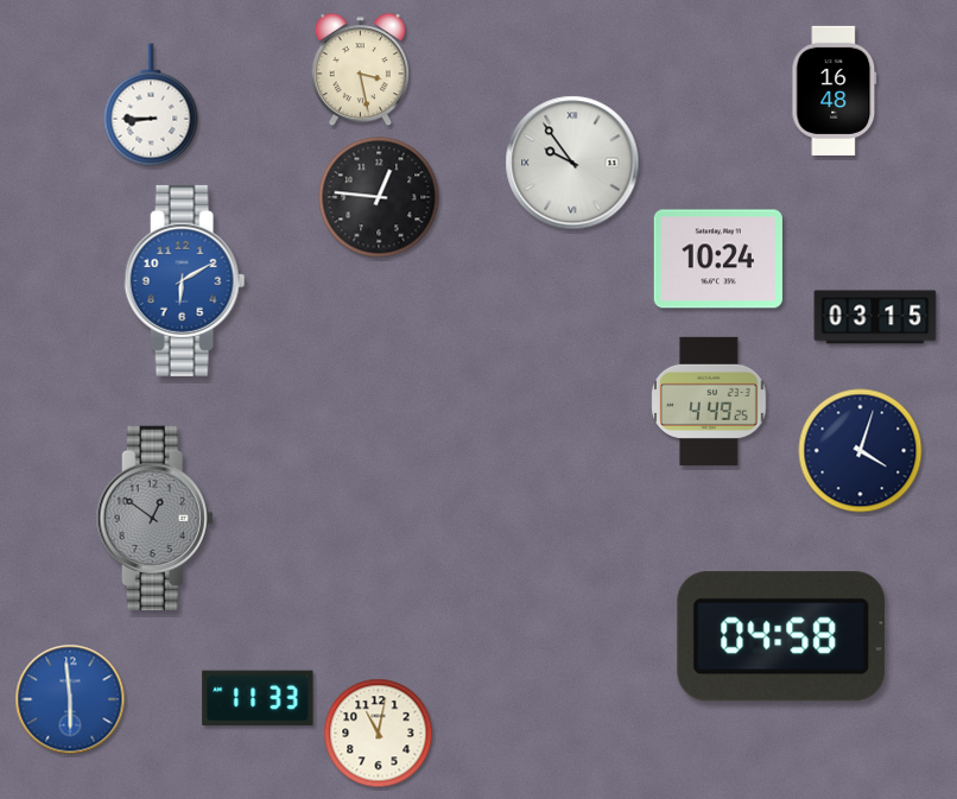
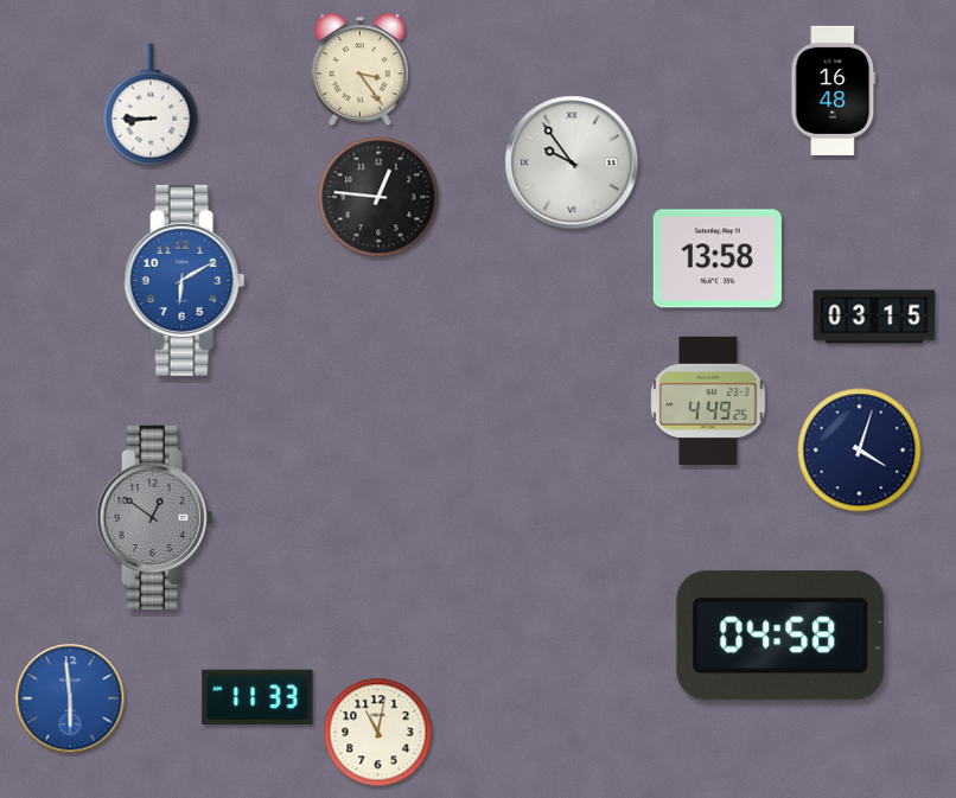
clock at (361, 70): 3:28 -> 3:24
clock at (718, 259): 10:24 -> 13:58
